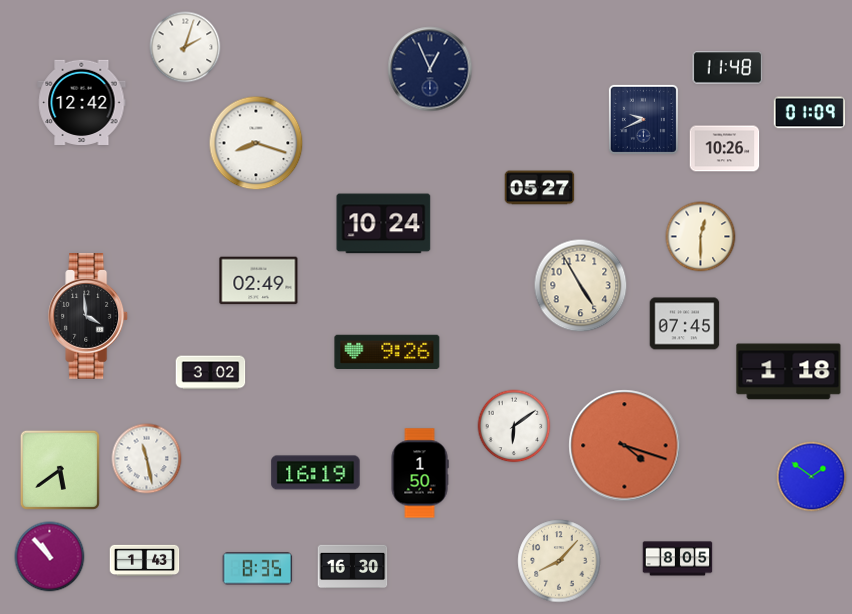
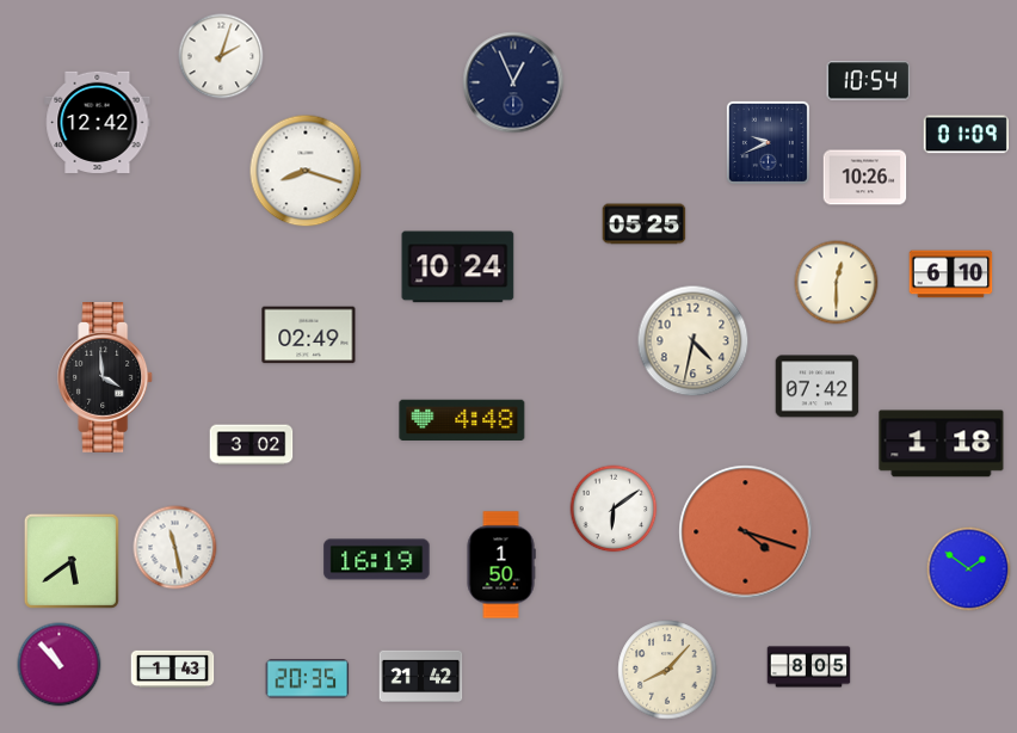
clock at (728, 68): 11:48 -> 10:54
clock at (540, 188): 05:27 -> 05:25
clock at (951, 275): none -> 6:10
clock at (581, 286): 4:55 -> 4:32
clock at (685, 324): 07:45 -> 07:42
clock at (387, 352): 9:26 -> 4:48
clock at (316, 473) position: (316, 473) -> (377, 560)
clock at (353, 567): 16:30 -> 21:42
clock at (258, 569): 8:35 -> 20:35
